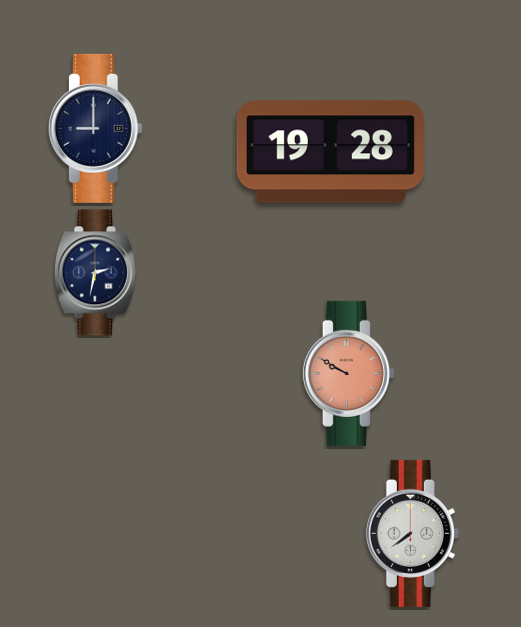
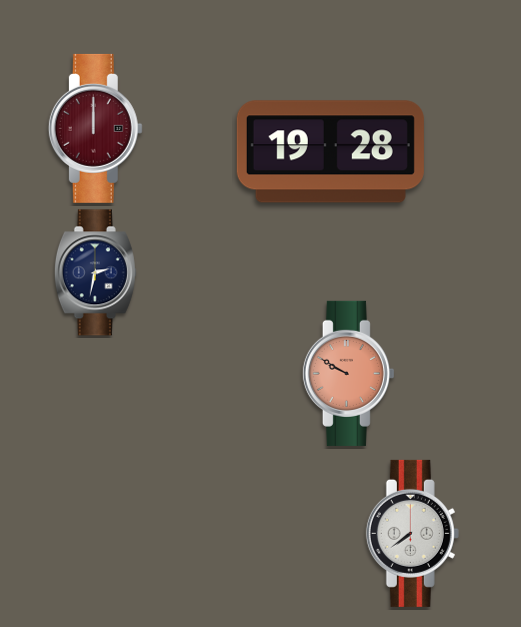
clock at (95, 128): 9:00 -> 12:00
clock at (95, 128) dial: navy -> burgundy
